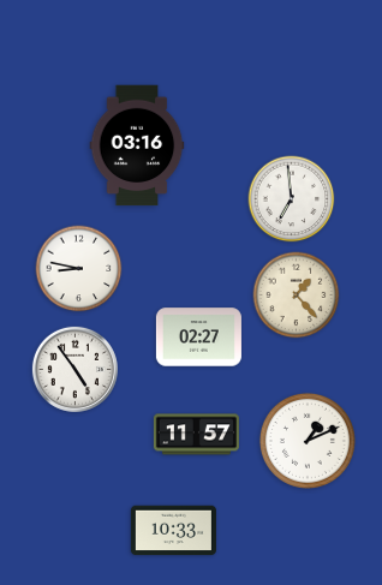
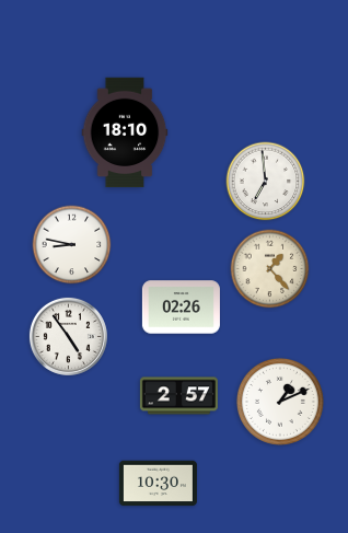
clock at (137, 145): 03:16 -> 18:10
clock at (198, 338): 02:27 -> 02:26
clock at (196, 435): 11:57 -> 2:57
clock at (173, 531): 10:33 -> 10:30
